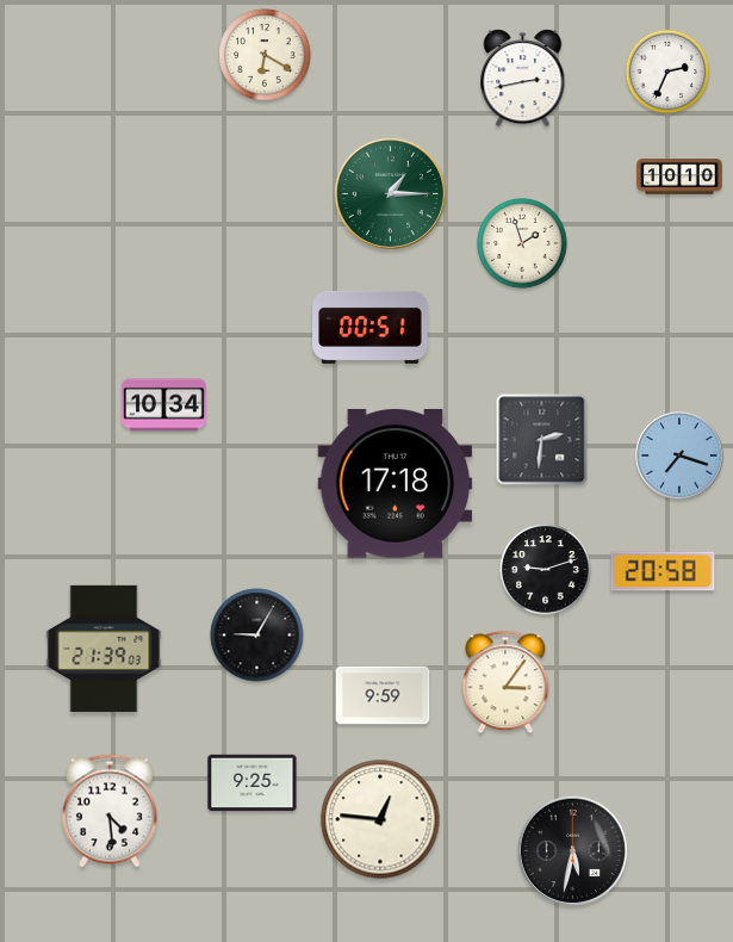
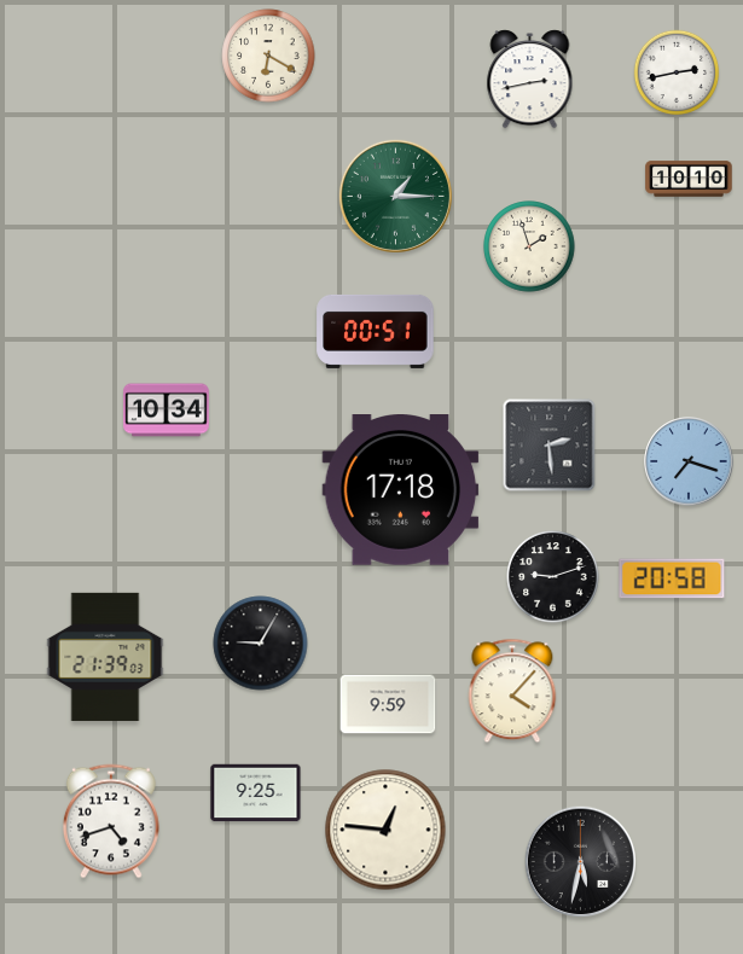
clock at (667, 72): 2:34 -> 2:43
clock at (542, 440): 2:31 -> 2:29
clock at (505, 682): 3:06 -> 4:07
clock at (110, 811): 4:29 -> 4:42
